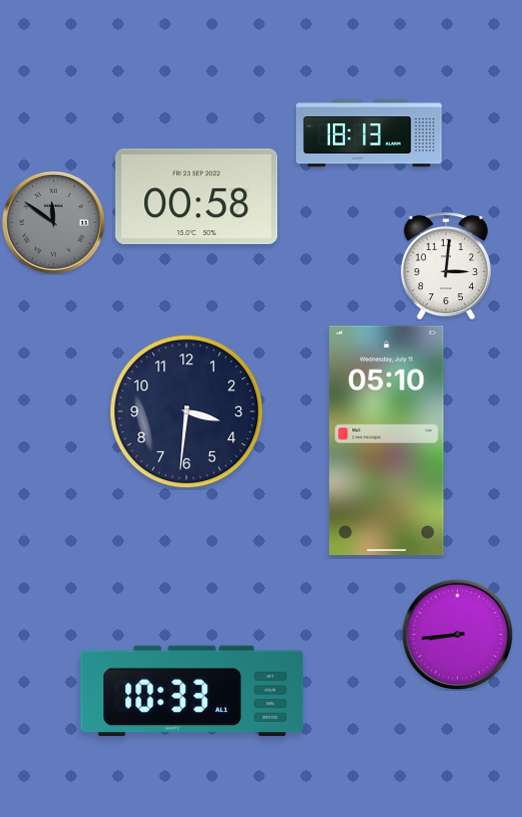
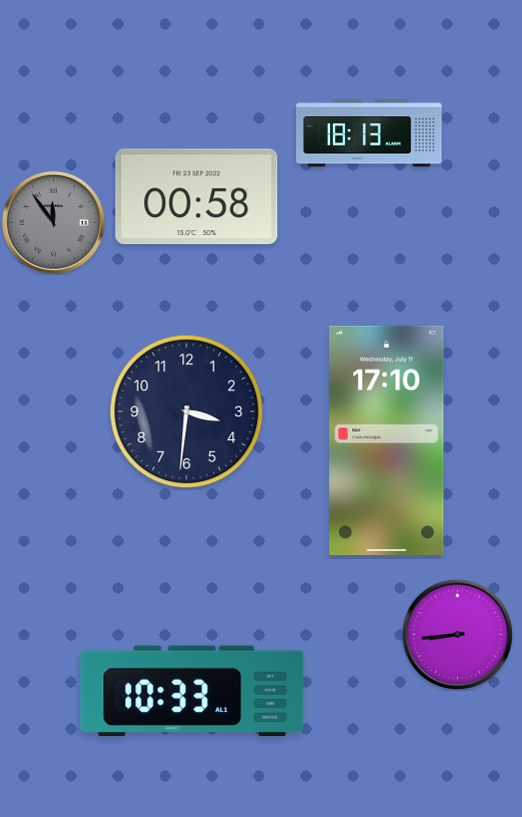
clock at (53, 222): 11:51 -> 11:54
clock at (446, 266): 3:01 -> none
clock at (387, 441): 05:10 -> 17:10
